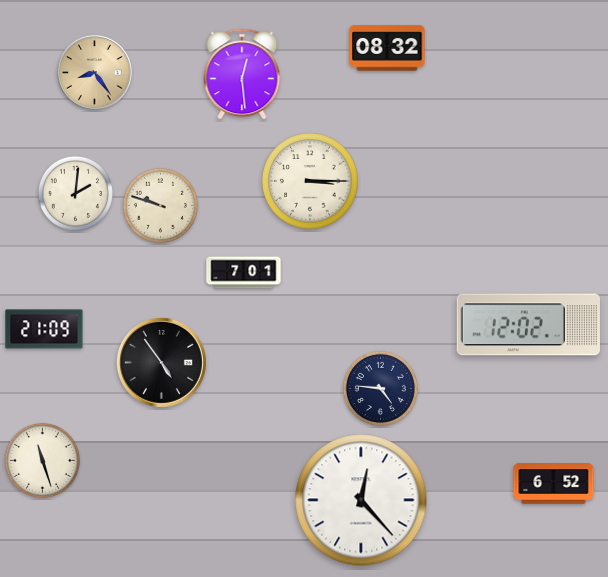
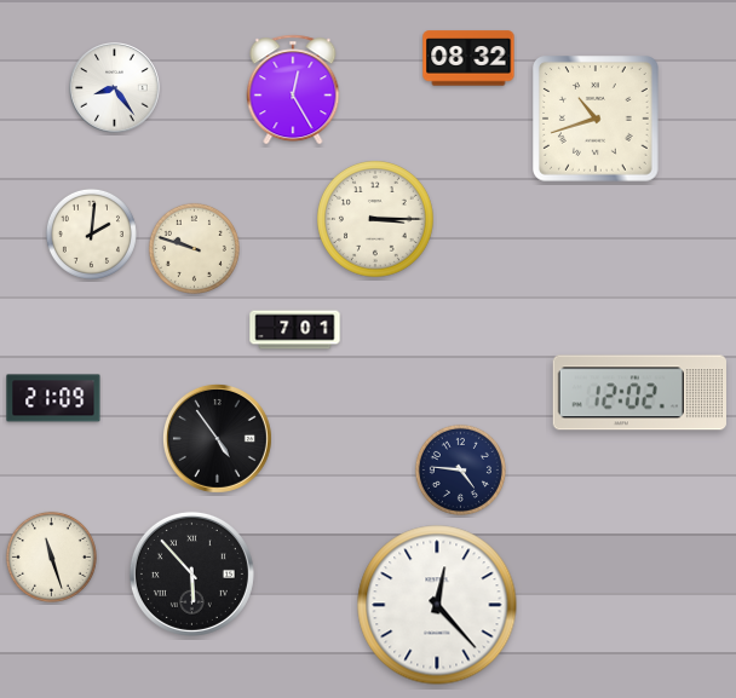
clock at (95, 73) dial: champagne -> white
clock at (242, 74): 12:29 -> 12:25
clock at (597, 120): none -> 10:42
clock at (161, 362) position: (161, 362) -> (217, 438)
clock at (191, 573): none -> 5:53
clock at (554, 484): 6:52 -> none
